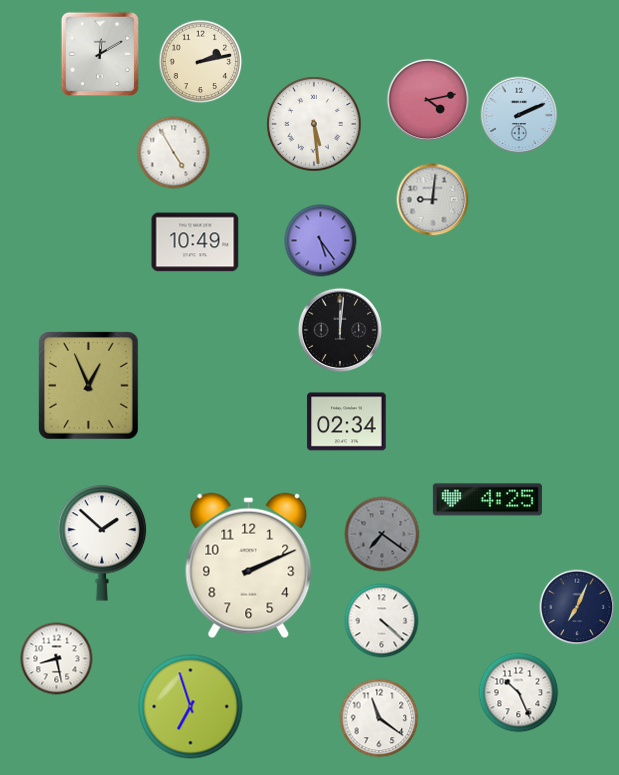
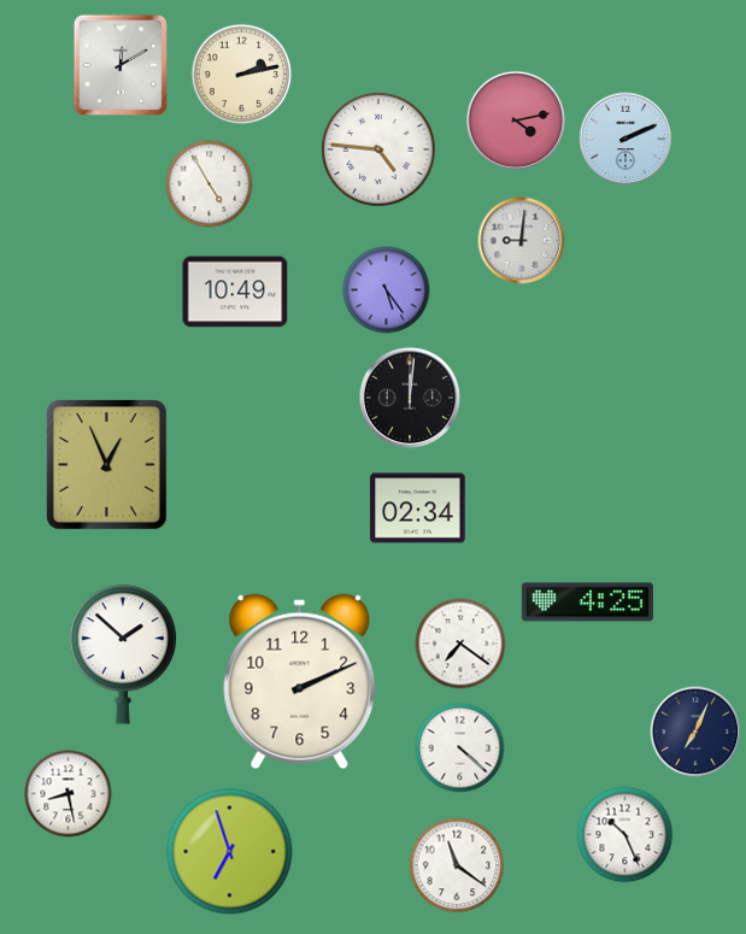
clock at (314, 124): 5:29 -> 4:46
clock at (382, 534) dial: grey -> white
